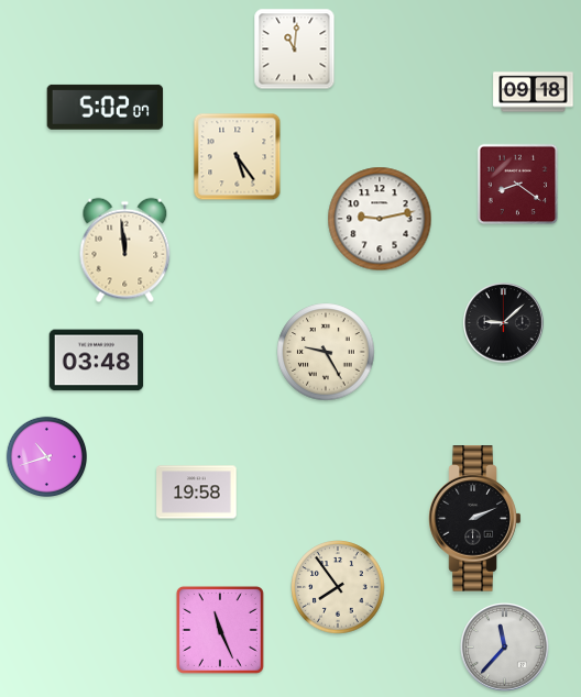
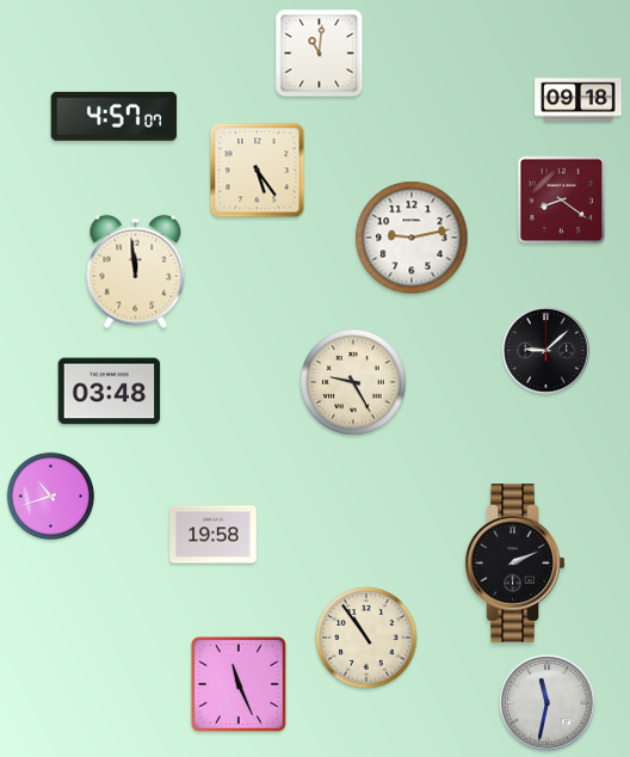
clock at (106, 107): 5:02 -> 4:57
clock at (97, 361) position: (97, 361) -> (110, 392)
clock at (338, 587): 7:54 -> 10:54
clock at (505, 648): 11:37 -> 11:32
